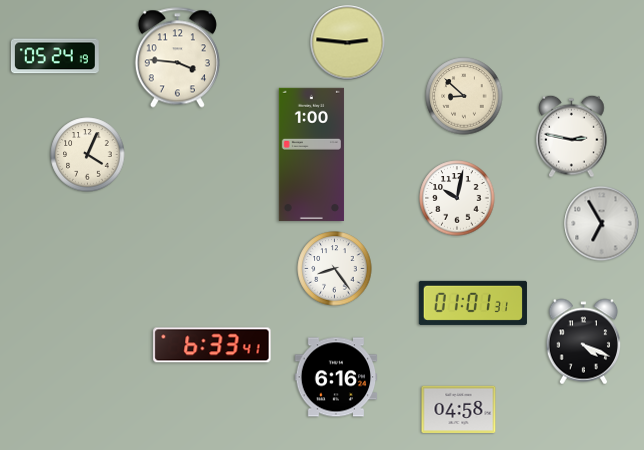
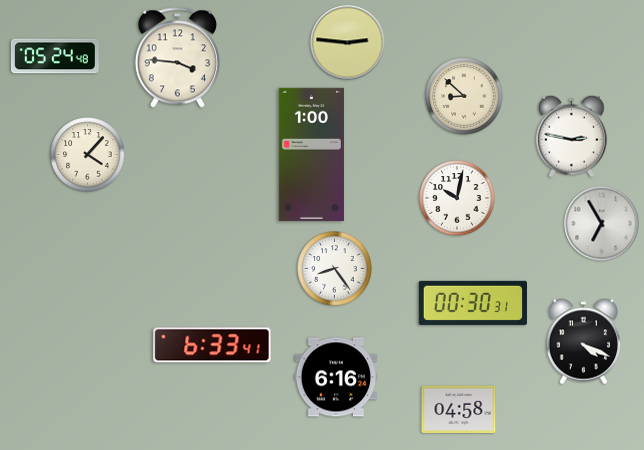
clock at (55, 56): 05:24:19 -> 05:24:48
clock at (88, 155): 4:04 -> 4:07
clock at (473, 303): 01:01 -> 00:30
